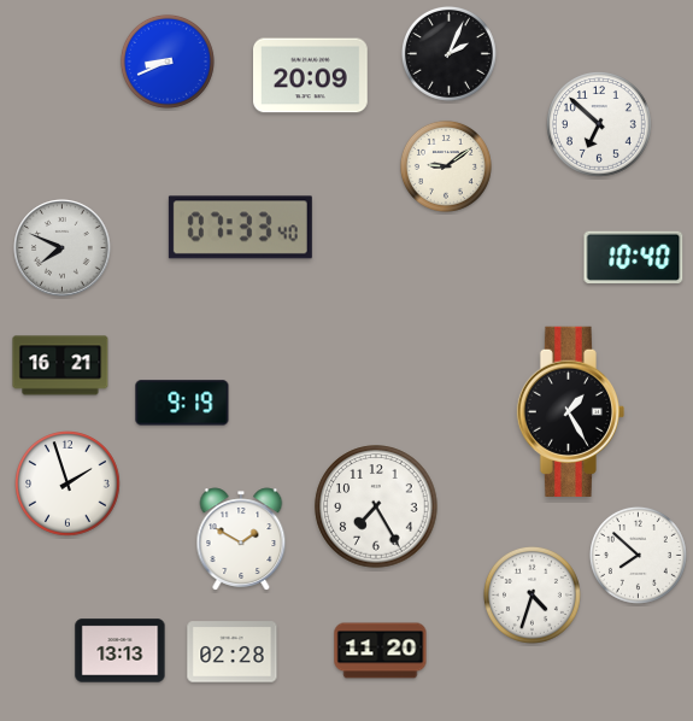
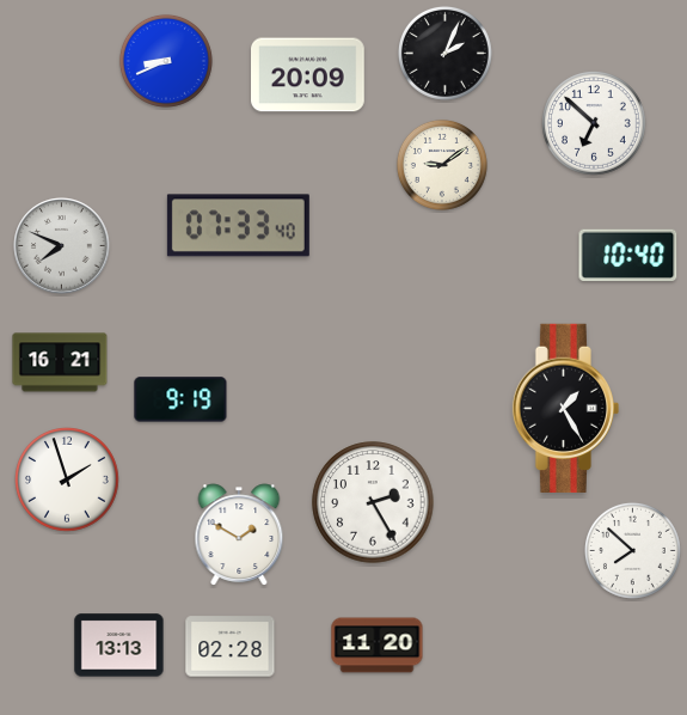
clock at (376, 506): 7:25 -> 2:25
clock at (532, 594): 4:33 -> none
